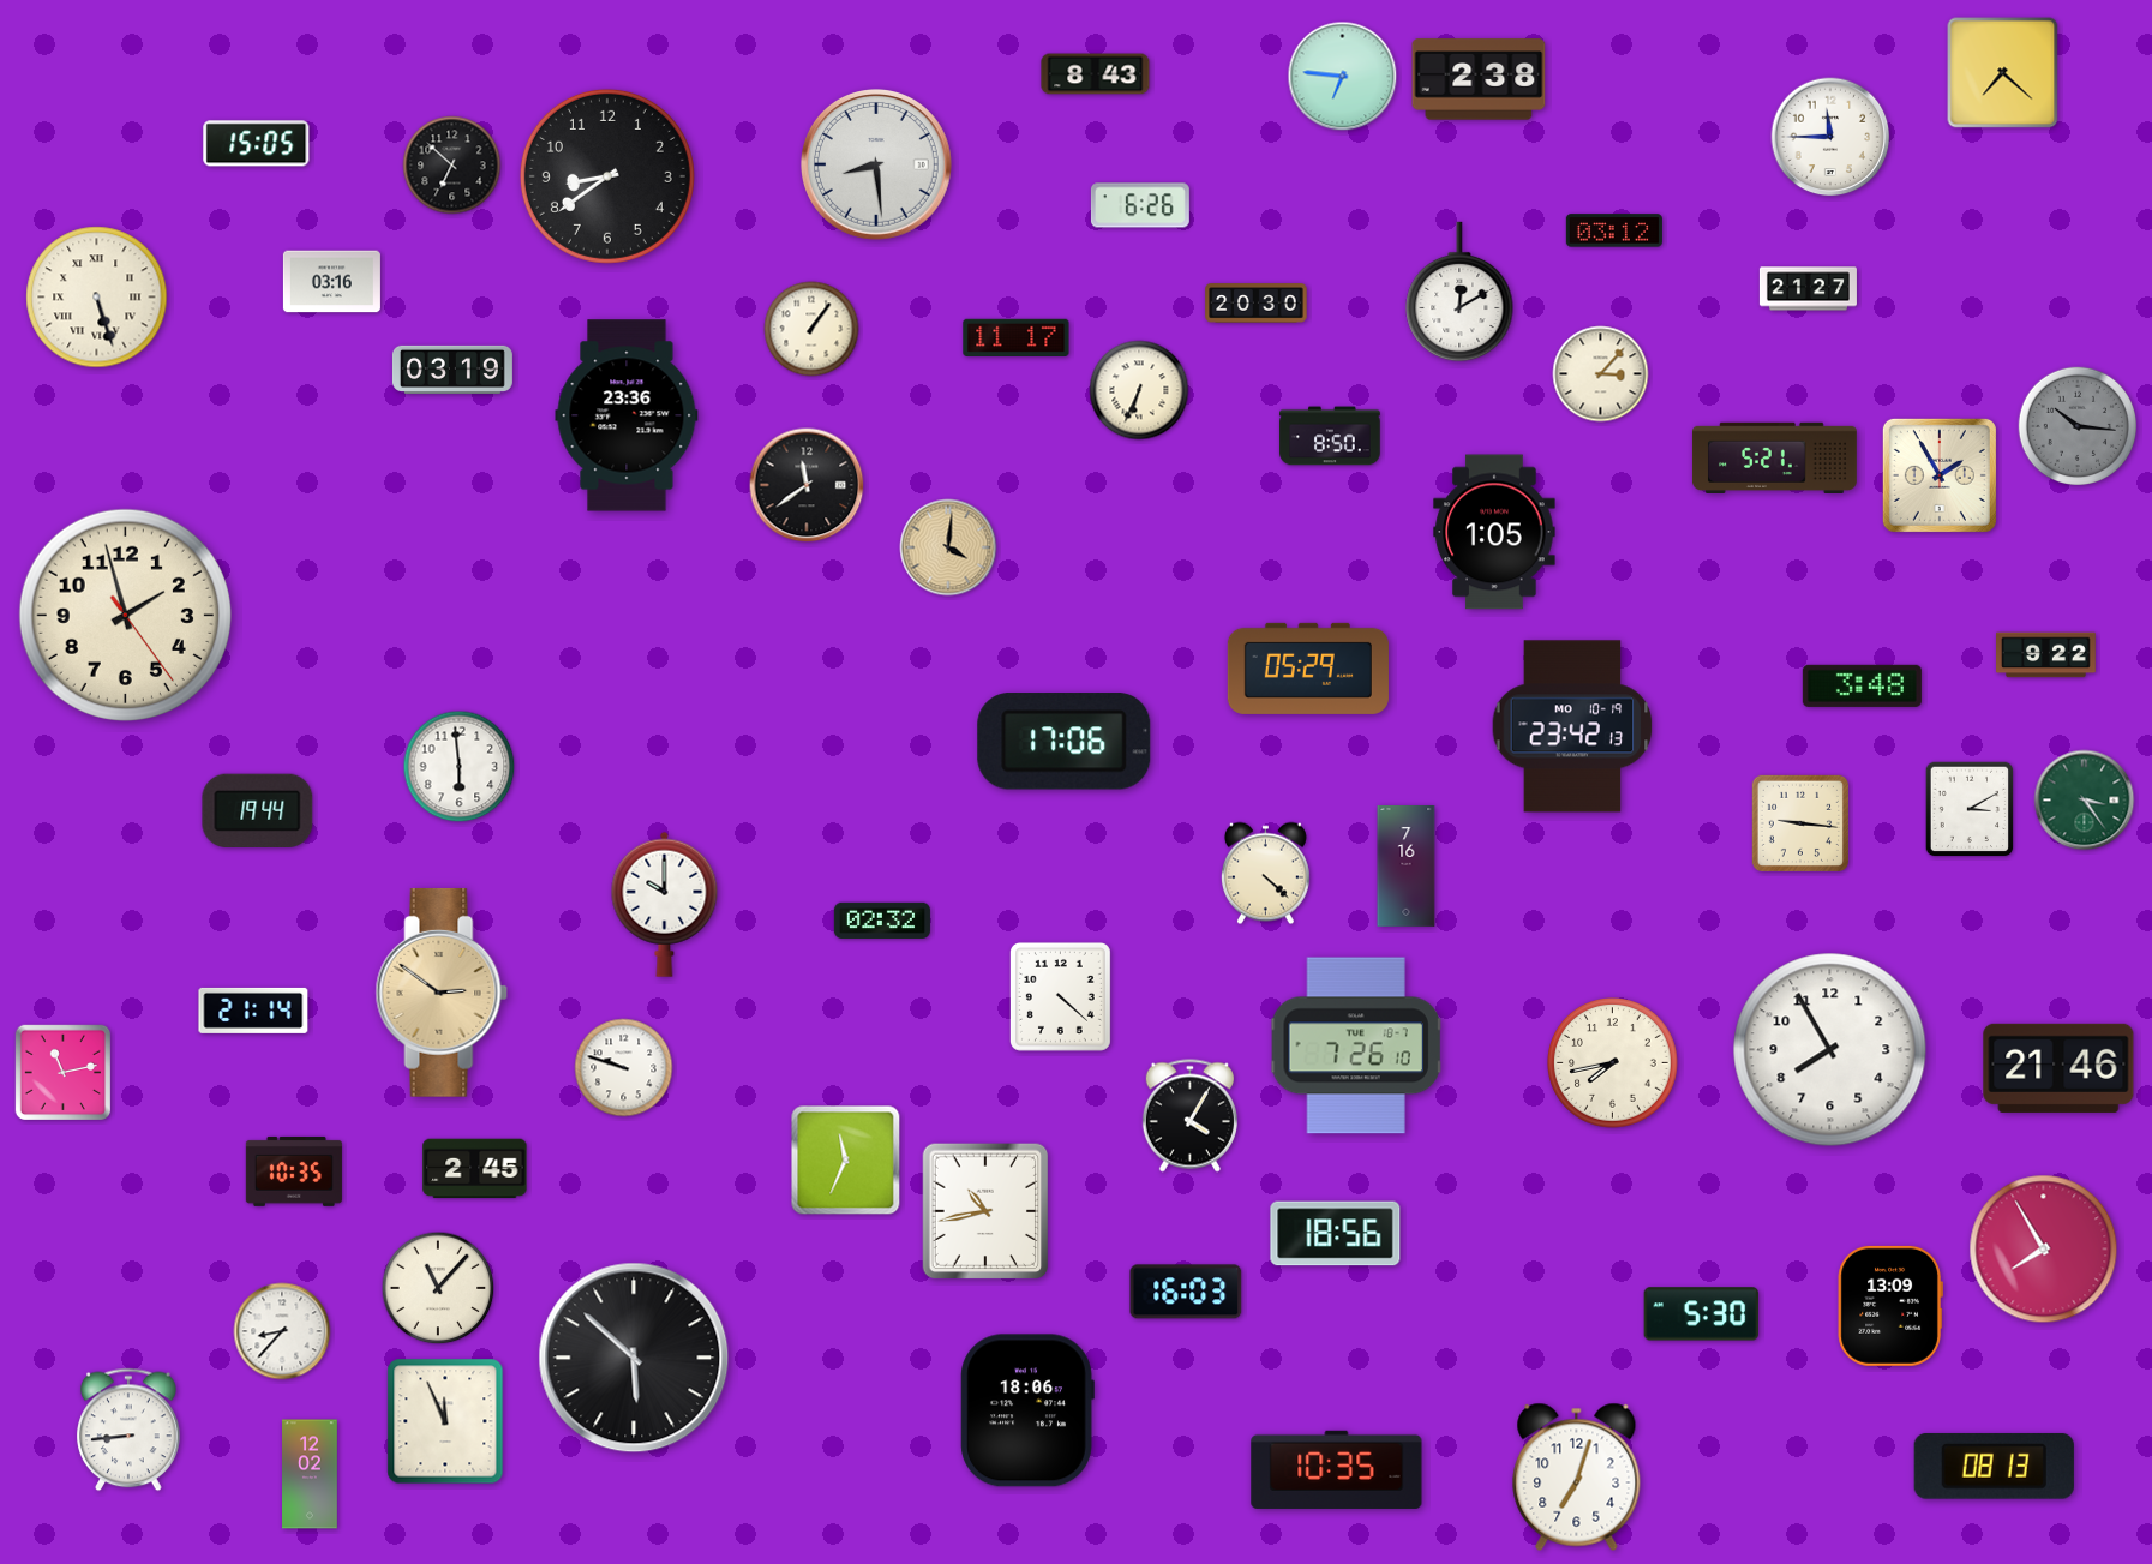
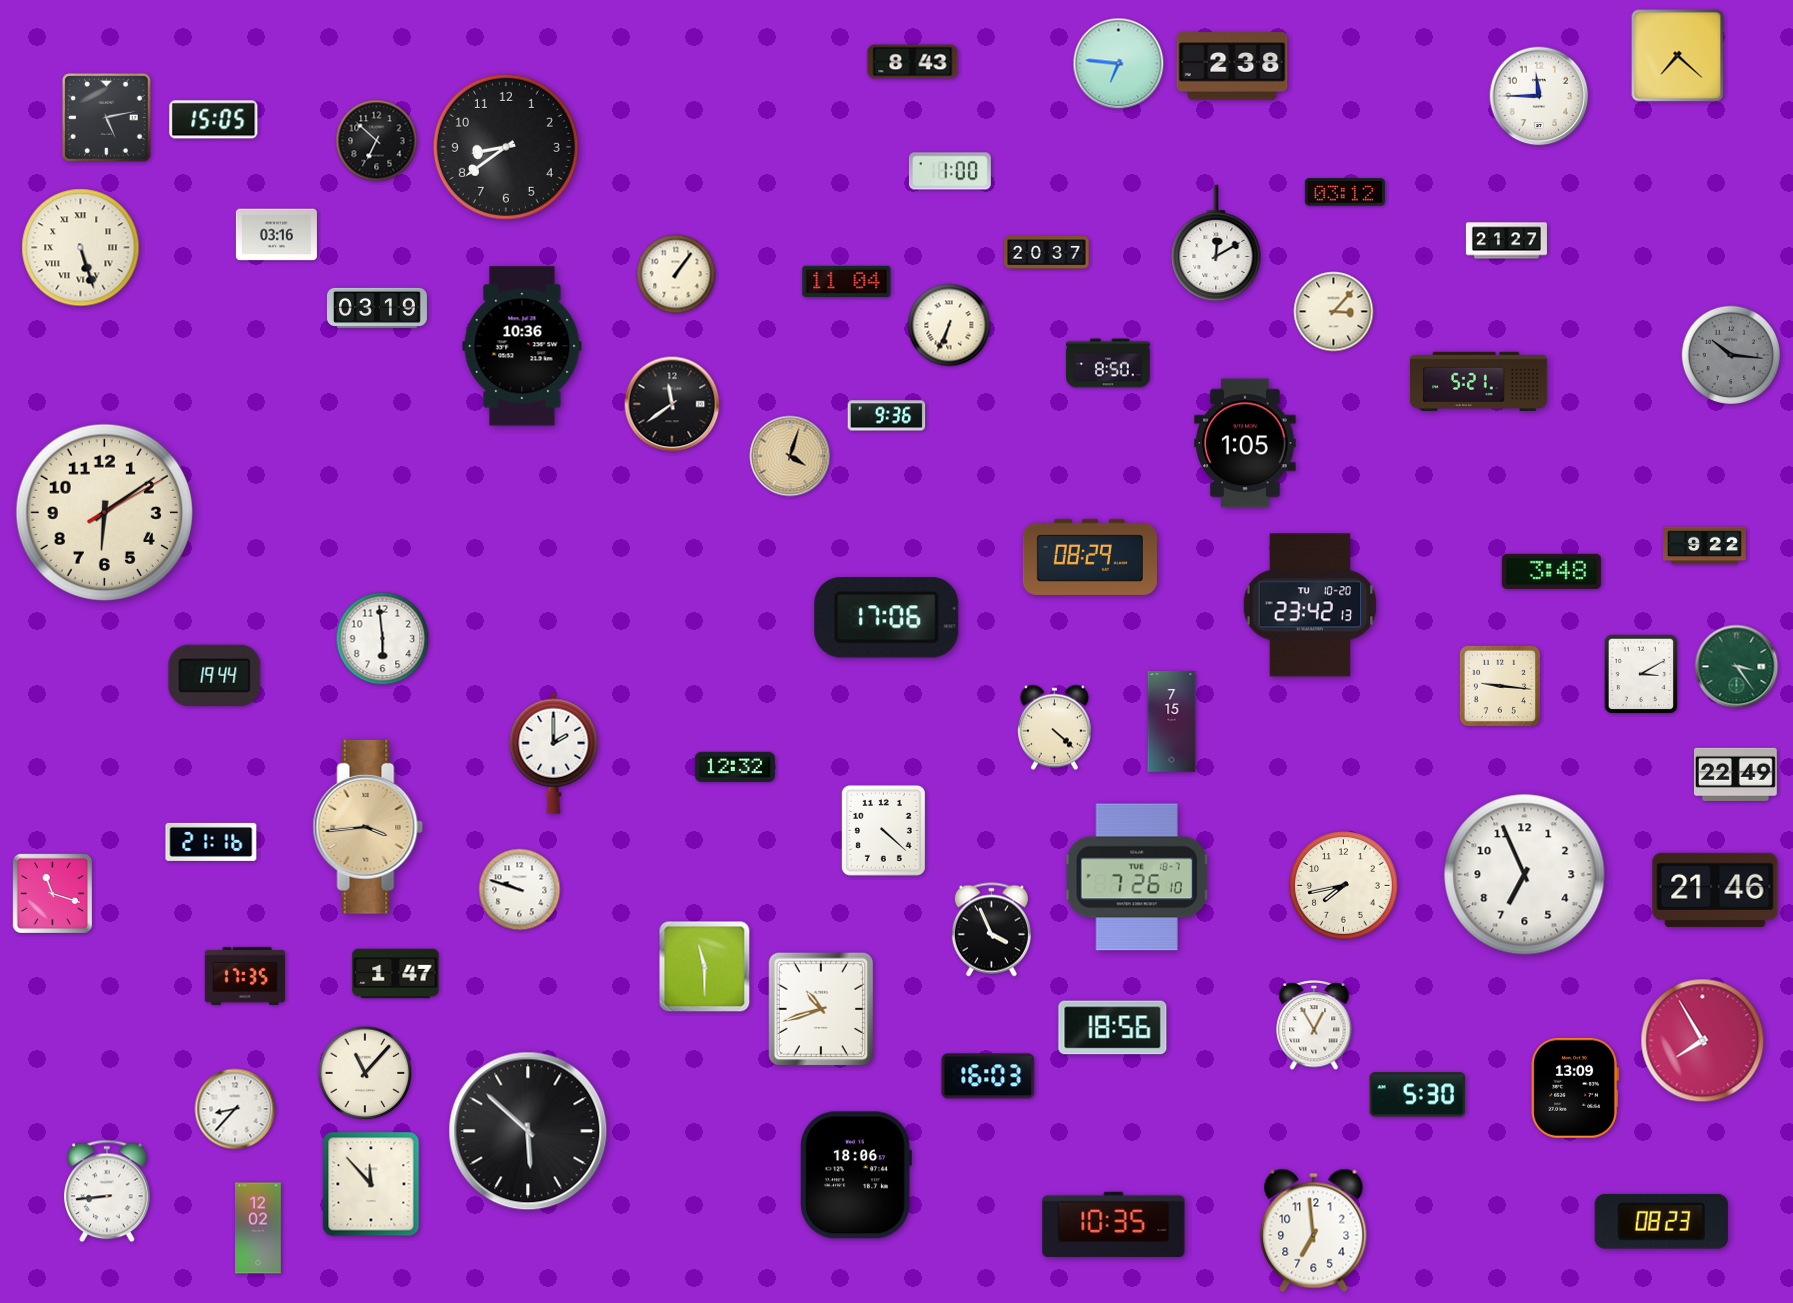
clock at (2003, 73) position: (2003, 73) -> (1678, 56)
clock at (1830, 137) position: (1830, 137) -> (1539, 96)
clock at (106, 117): none -> 5:13
clock at (452, 166) position: (452, 166) -> (377, 141)
clock at (877, 166): 8:29 -> none
clock at (1140, 205): 6:26 -> 1:00
clock at (1257, 304): 20:30 -> 20:37
clock at (1017, 337): 11:17 -> 11:04
clock at (627, 415): 23:36 -> 10:36
clock at (1940, 475): 1:55 -> none
clock at (887, 416): none -> 9:36
clock at (948, 547): 4:01 -> 4:03
clock at (125, 615): 1:57 -> 6:09
clock at (1308, 669): 05:29 -> 08:29
clock at (1572, 726) date: MO 10-19 -> TU 10-20
clock at (1407, 867): 7:16 -> 7:15
clock at (665, 904): 10:00 -> 2:00
clock at (882, 921): 02:32 -> 12:32
clock at (1736, 774): none -> 22:49
clock at (442, 993): 2:51 -> 3:44
clock at (253, 1011): 21:14 -> 21:16
clock at (1356, 1045) position: (1356, 1045) -> (1137, 877)
clock at (1830, 1050): 7:55 -> 6:56
clock at (62, 1072): 11:13 -> 11:18
clock at (1189, 1116): 4:05 -> 3:56
clock at (846, 1161): 11:34 -> 11:30
clock at (475, 1169): 2:45 -> 1:47
clock at (294, 1171): 10:35 -> 17:35
clock at (985, 1211): 10:43 -> 10:42
clock at (1314, 1025): none -> 12:55
clock at (445, 1421): 11:56 -> 11:53
clock at (1994, 1467): 08:13 -> 08:23
clock at (1577, 1476): 7:03 -> 6:59
